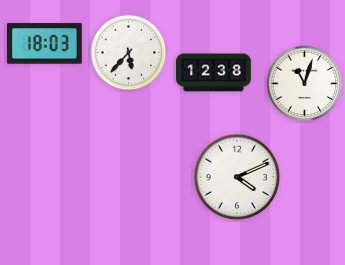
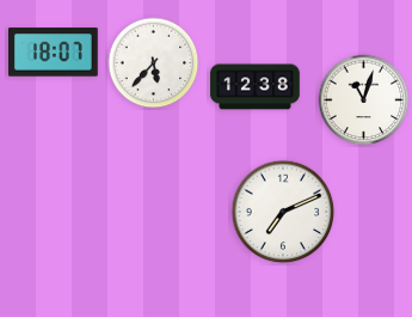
clock at (45, 44): 18:03 -> 18:07
clock at (237, 177): 4:11 -> 7:11
